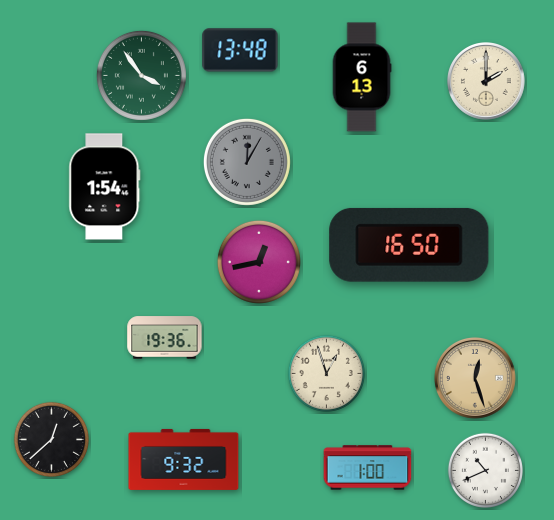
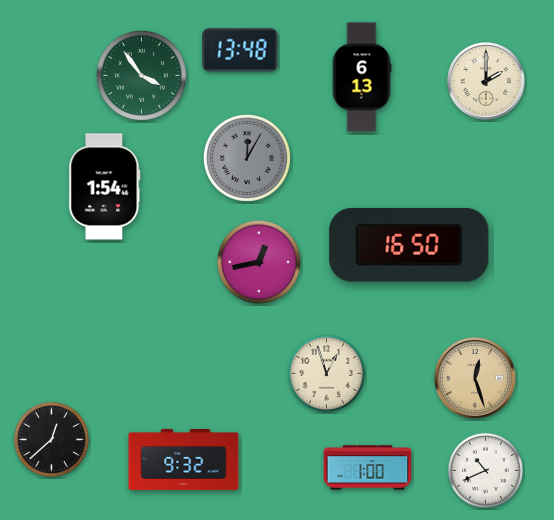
clock at (247, 162) position: (247, 162) -> (247, 158)
clock at (165, 338): 19:36 -> none
